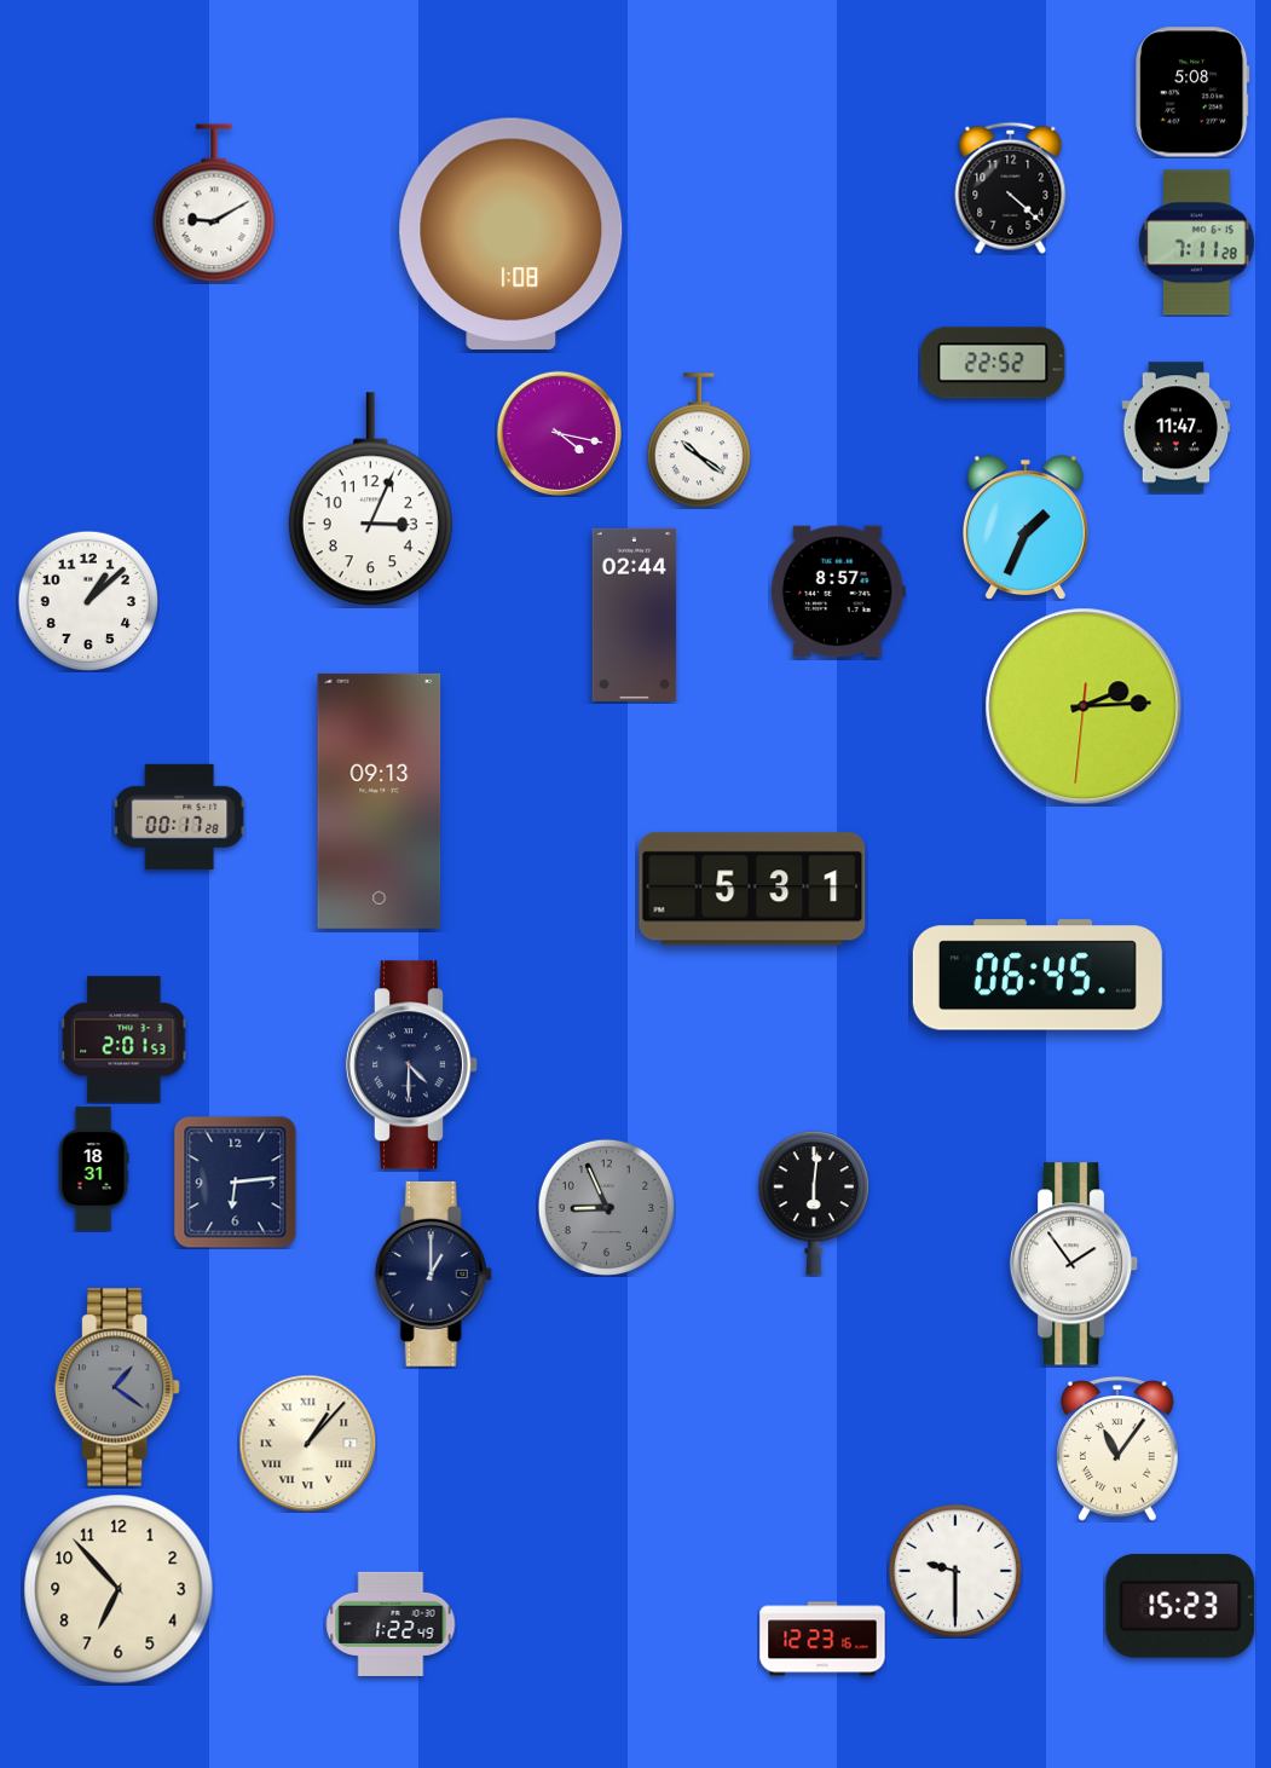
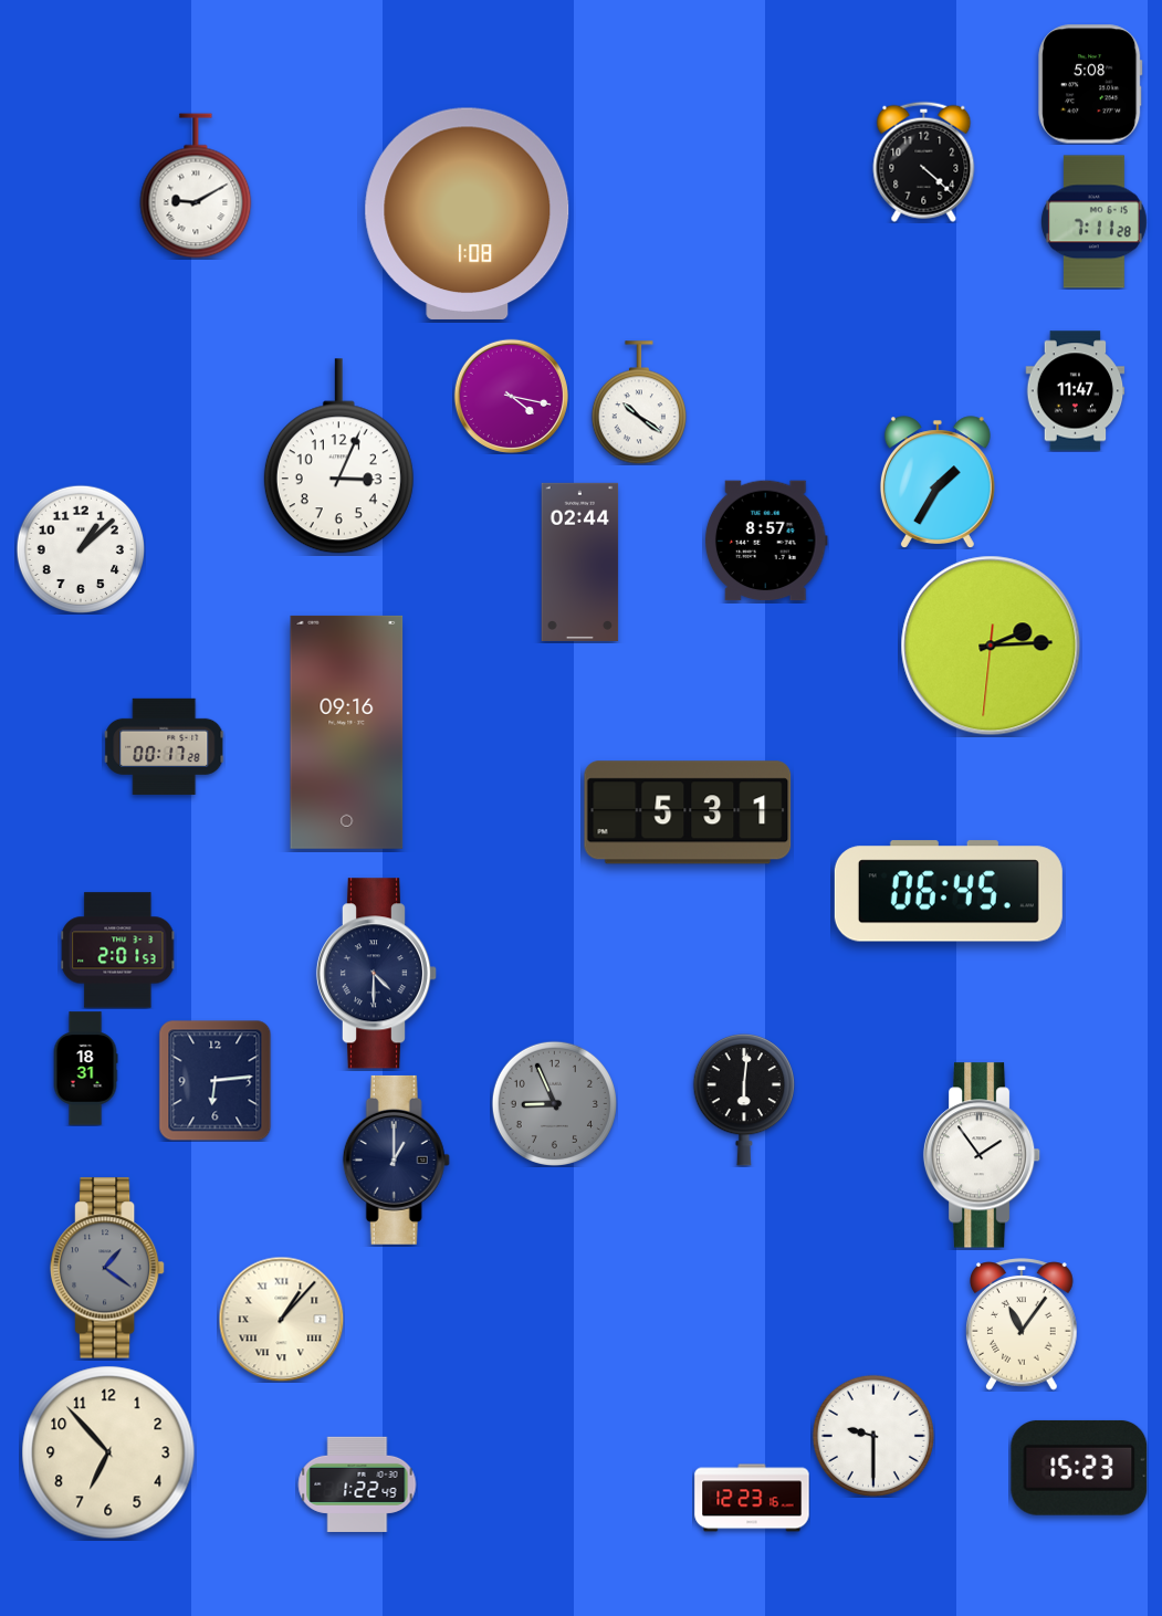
clock at (1011, 187) position: (1011, 187) -> (924, 161)
clock at (993, 363): 22:52 -> none
clock at (1026, 527): 1:34 -> 1:35
clock at (380, 801): 09:13 -> 09:16
clock at (125, 1040) position: (125, 1040) -> (118, 951)
clock at (433, 1273) position: (433, 1273) -> (396, 1159)
